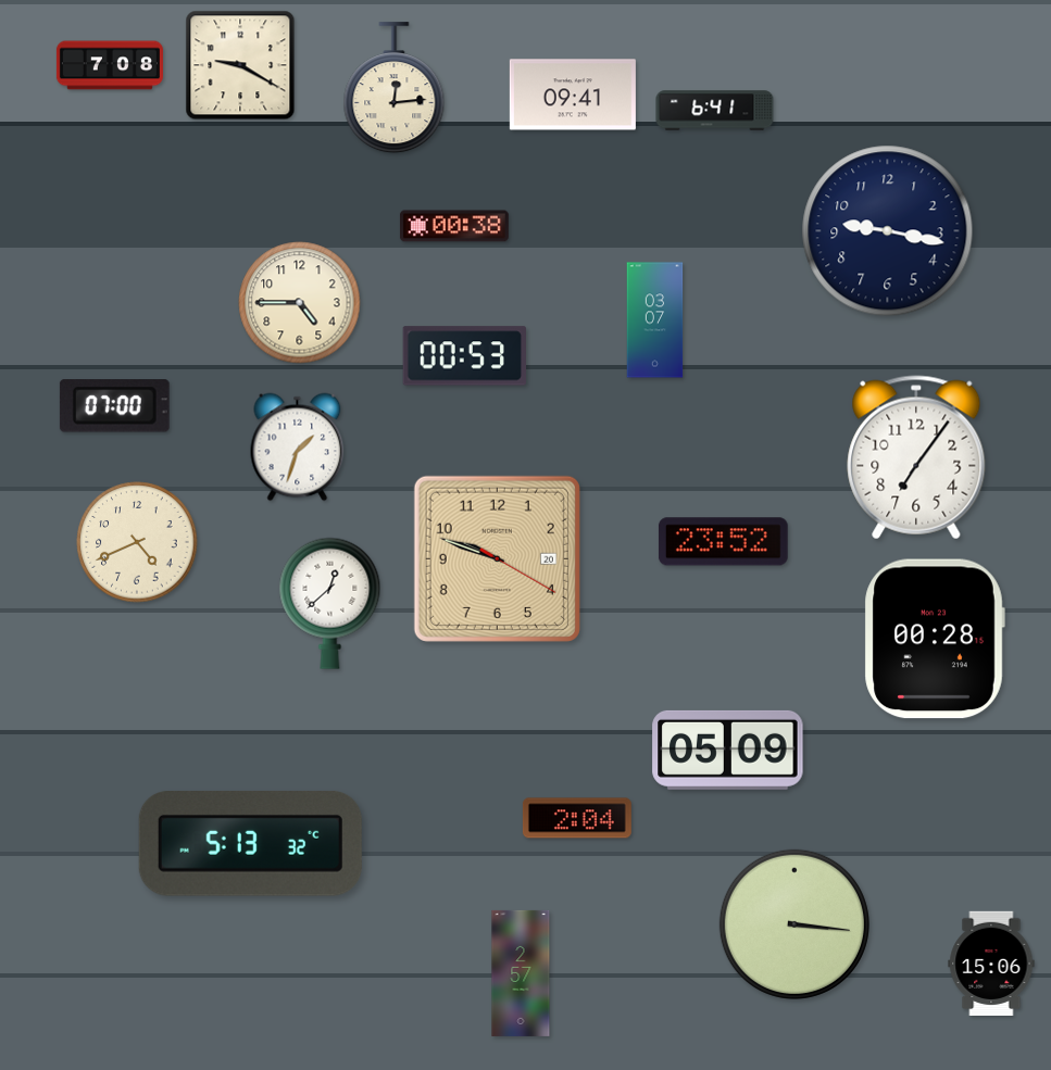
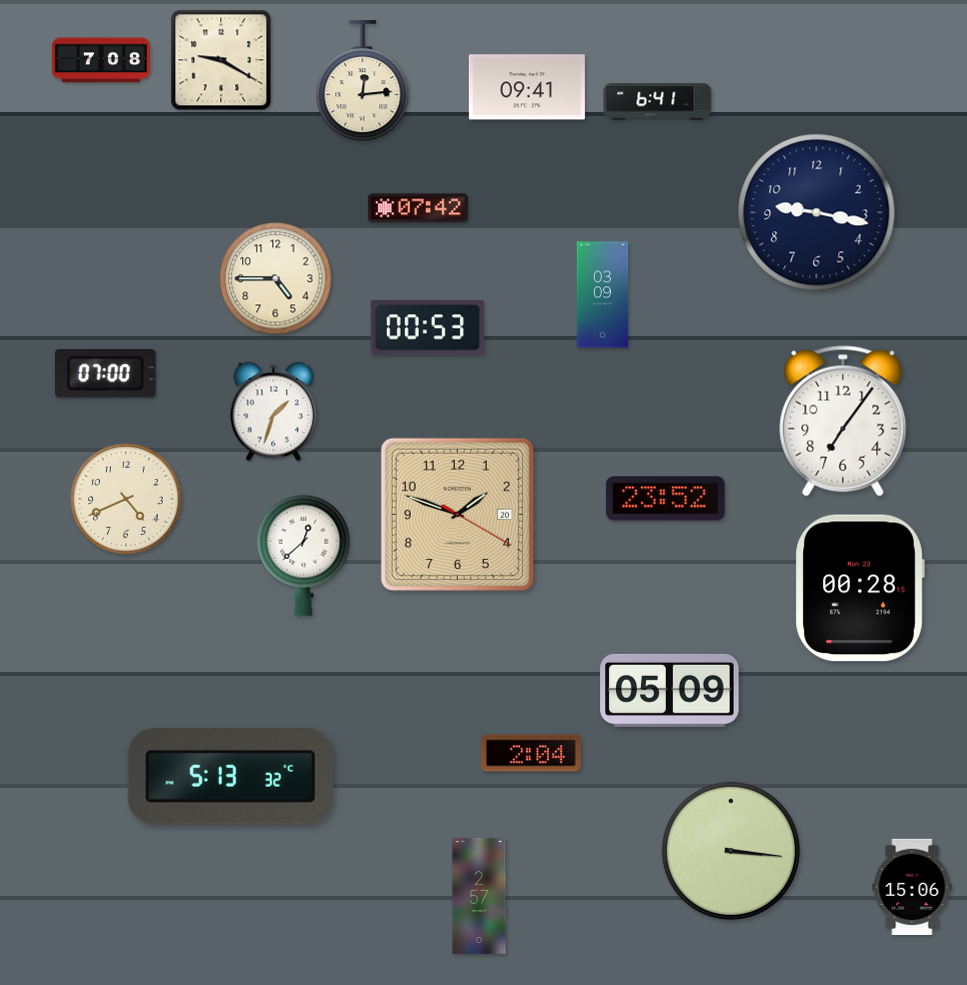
clock at (454, 226): 00:38 -> 07:42
clock at (655, 320): 03:07 -> 03:09
clock at (497, 558): 9:48 -> 1:48
